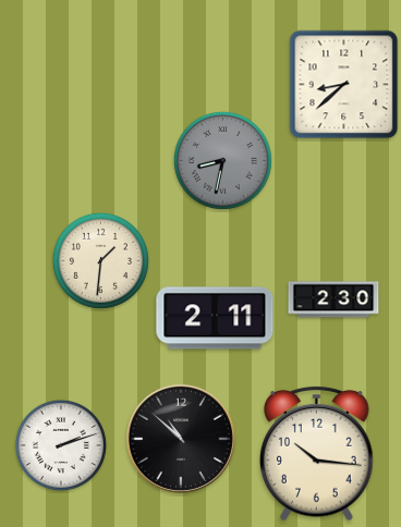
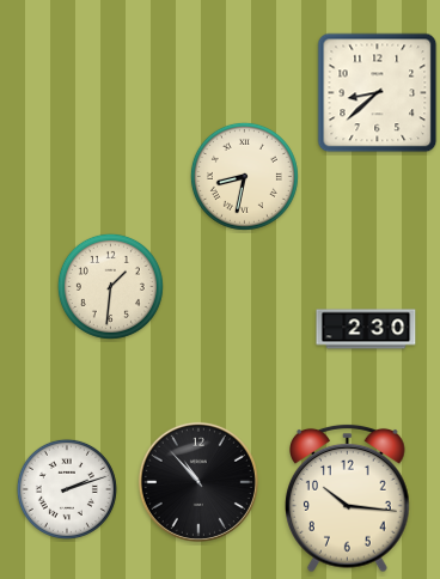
clock at (222, 160) dial: grey -> cream
clock at (215, 318): 2:11 -> none
clock at (181, 439): 10:52 -> 10:53
